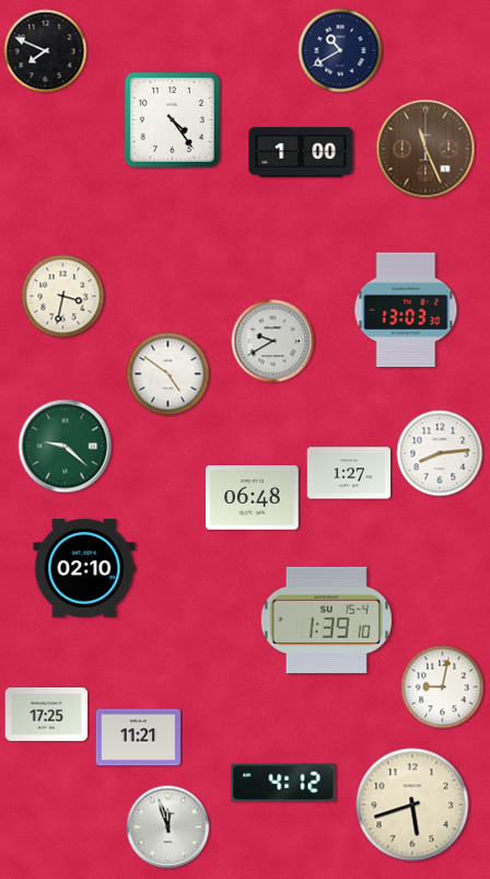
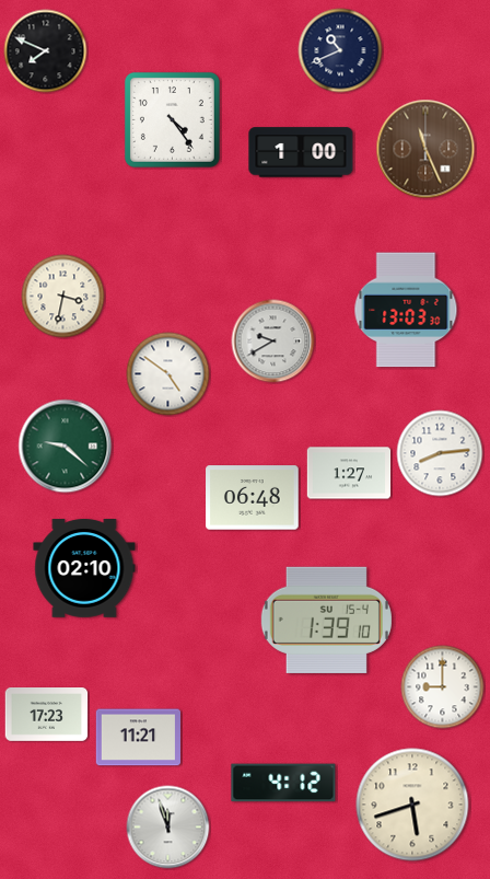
clock at (340, 50): 10:40 -> 10:41
clock at (443, 687): 9:02 -> 9:00
clock at (47, 715): 17:25 -> 17:23
